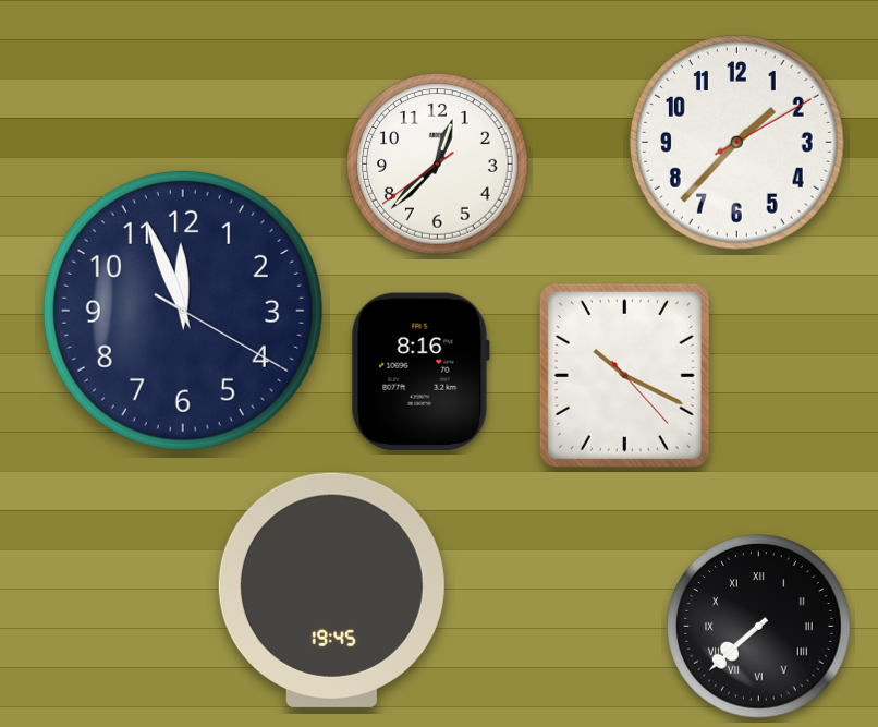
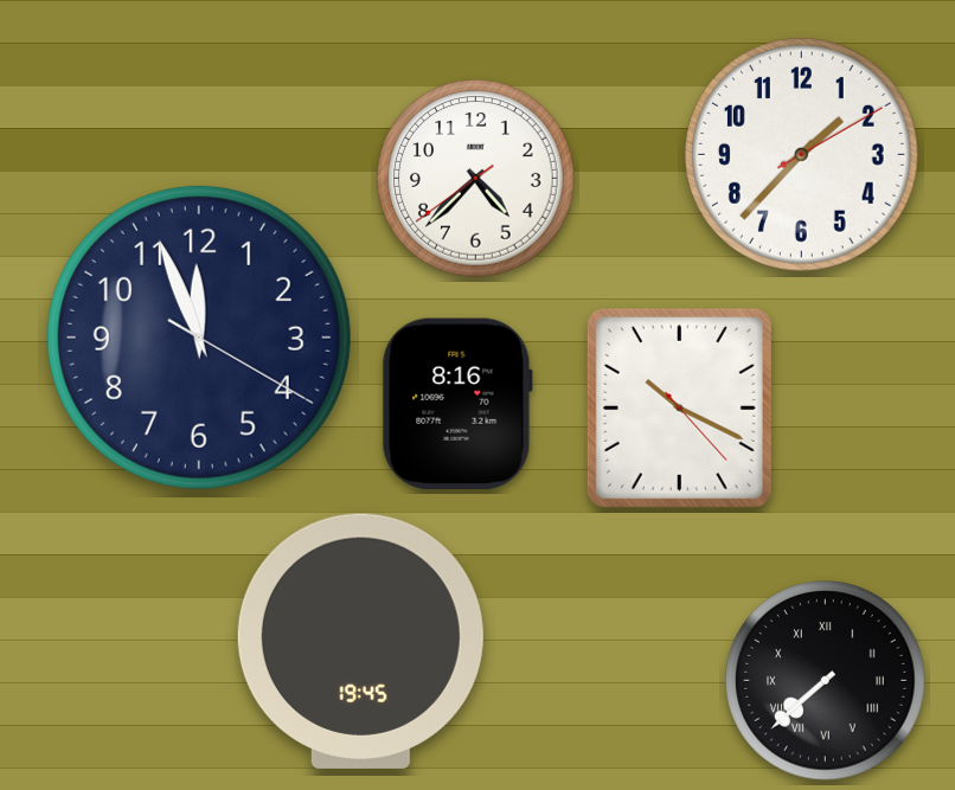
clock at (438, 165): 12:37 -> 4:37
